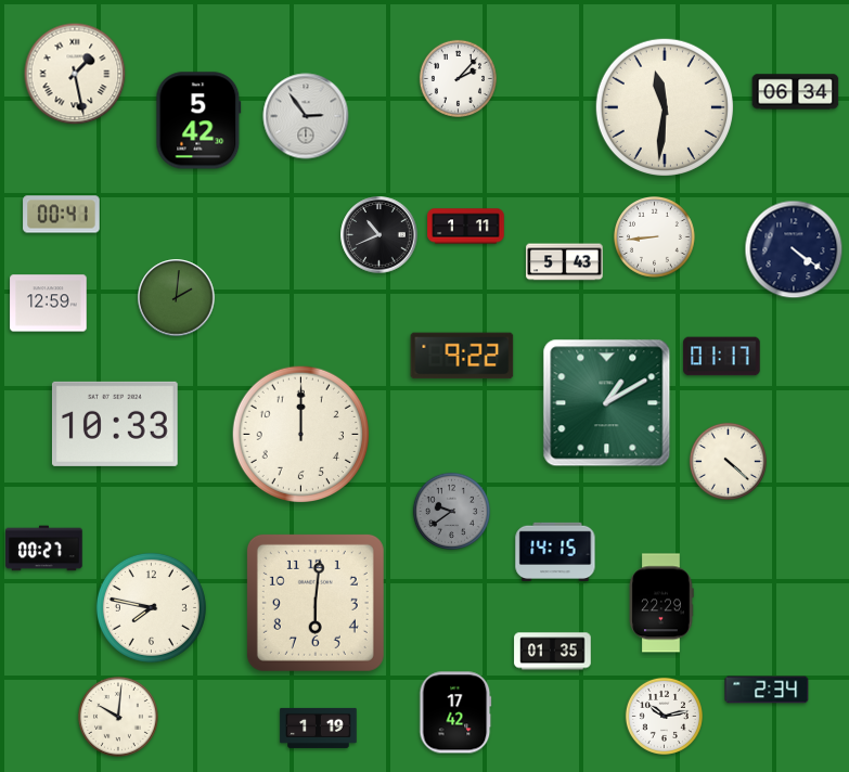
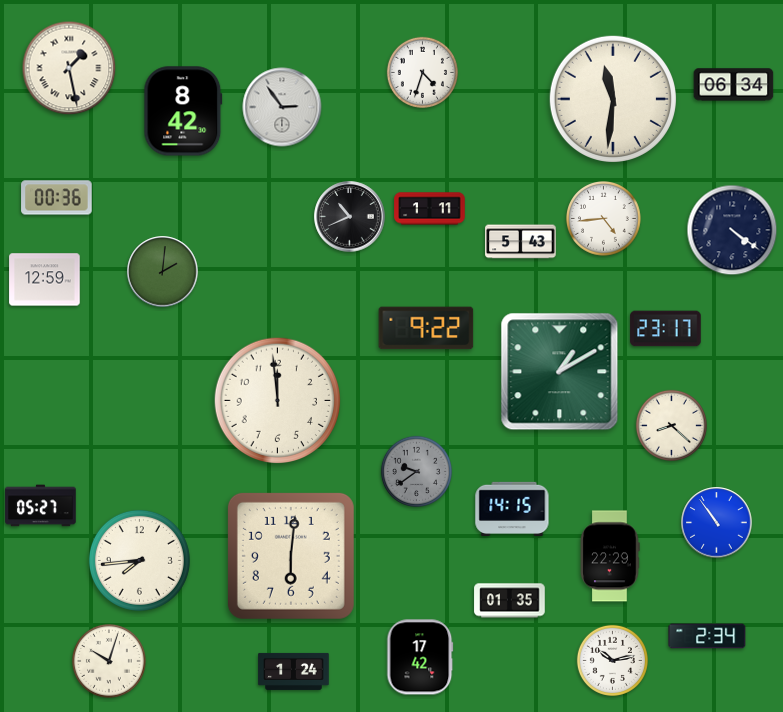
clock at (458, 78): 2:07 -> 4:33
clock at (198, 120): 5:42 -> 8:42
clock at (62, 215): 00:41 -> 00:36
clock at (655, 237): 8:44 -> 4:44
clock at (177, 298) position: (177, 298) -> (163, 272)
clock at (722, 357): 01:17 -> 23:17
clock at (115, 424): 10:33 -> none
clock at (300, 434): 12:00 -> 11:59
clock at (728, 461): 4:22 -> 8:22
clock at (44, 549): 00:27 -> 05:27
clock at (717, 523): none -> 10:54
clock at (151, 607): 7:47 -> 7:44
clock at (118, 717): 10:01 -> 10:03
clock at (319, 728): 1:19 -> 1:24
